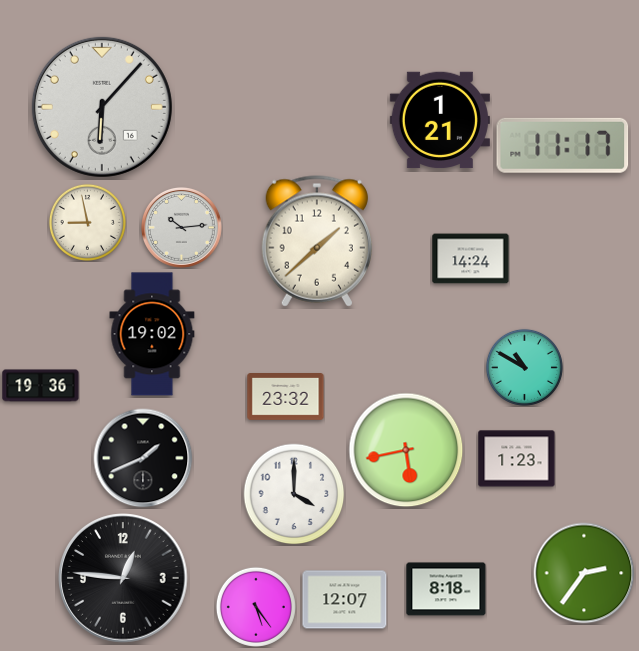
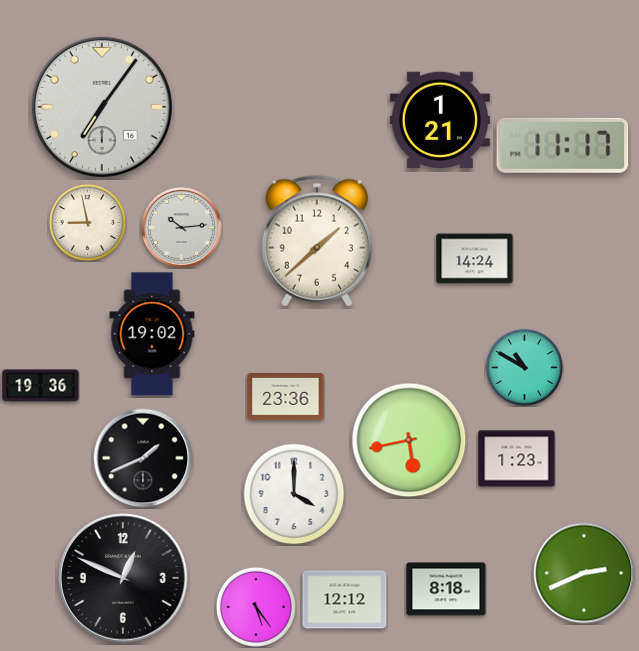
clock at (102, 107): 6:07 -> 7:06
clock at (471, 259) position: (471, 259) -> (475, 259)
clock at (286, 397): 23:32 -> 23:36
clock at (406, 450) position: (406, 450) -> (409, 440)
clock at (584, 573): 2:36 -> 2:41
clock at (123, 578): 12:46 -> 12:49
clock at (345, 600): 12:07 -> 12:12
